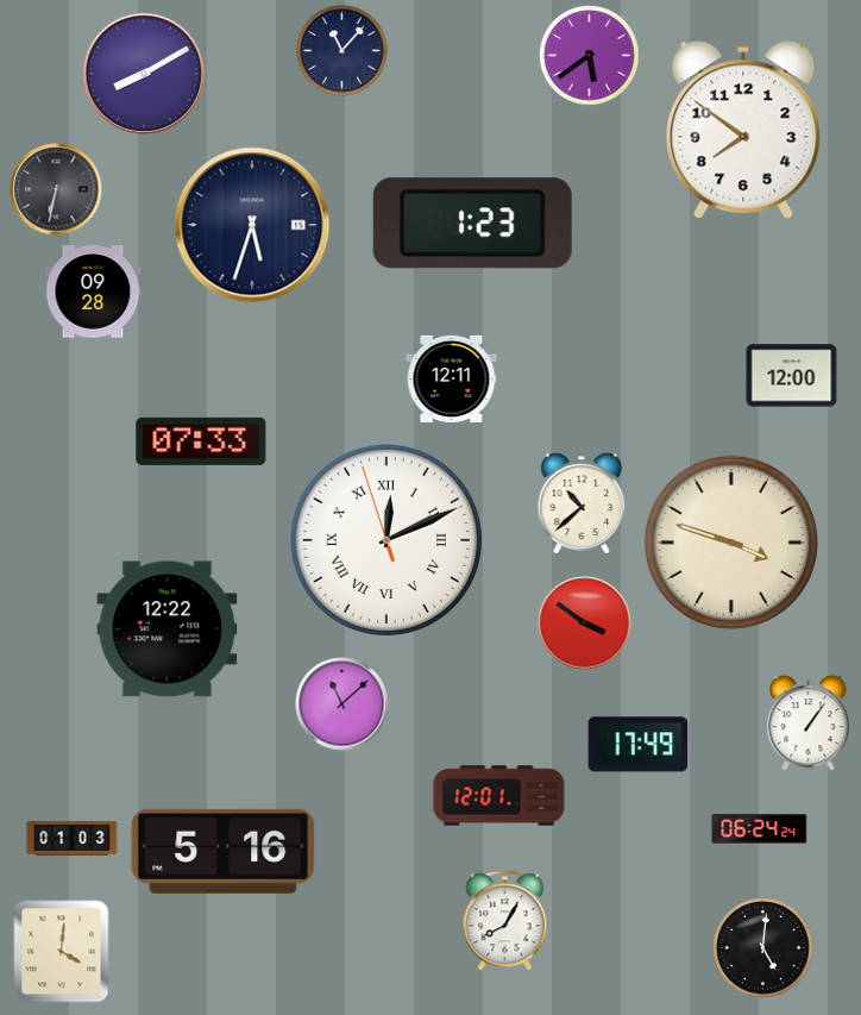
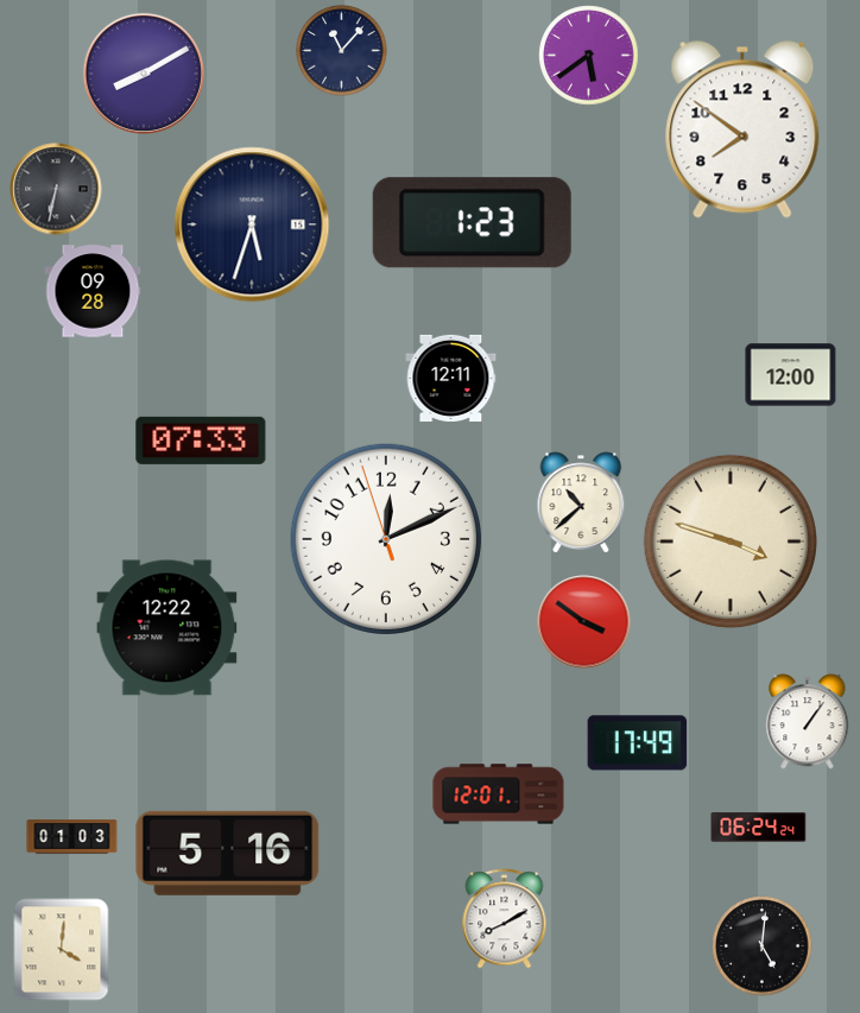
clock at (386, 540) numerals: Roman -> Arabic
clock at (342, 704): 11:08 -> none
clock at (224, 851) position: (224, 851) -> (228, 853)
clock at (505, 921): 8:05 -> 8:10
